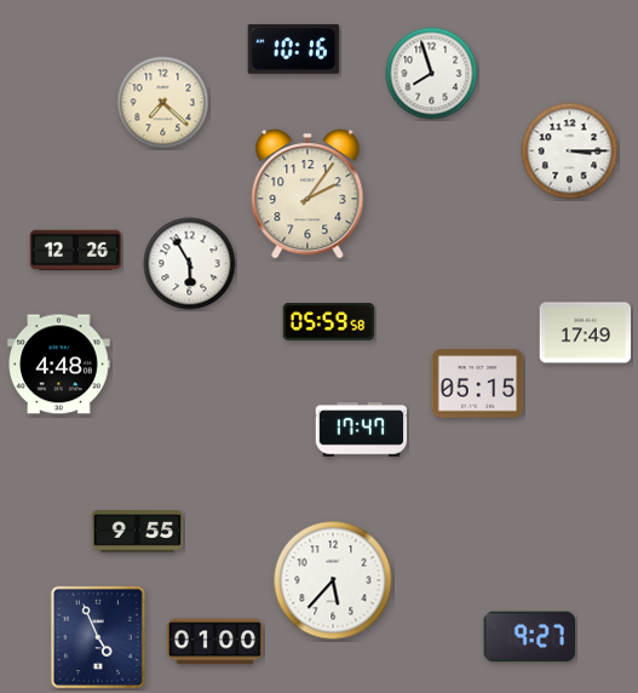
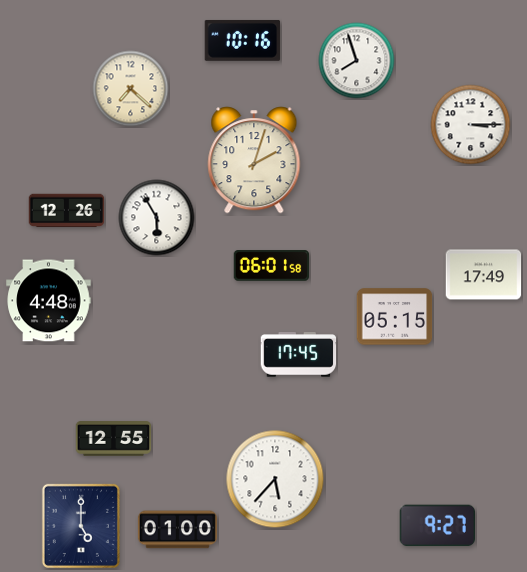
clock at (163, 103) position: (163, 103) -> (131, 89)
clock at (307, 194): 2:06 -> 2:03
clock at (76, 251) position: (76, 251) -> (67, 211)
clock at (329, 322): 05:59 -> 06:01
clock at (362, 430): 17:47 -> 17:45
clock at (138, 532): 9:55 -> 12:55
clock at (98, 637): 4:56 -> 5:00
